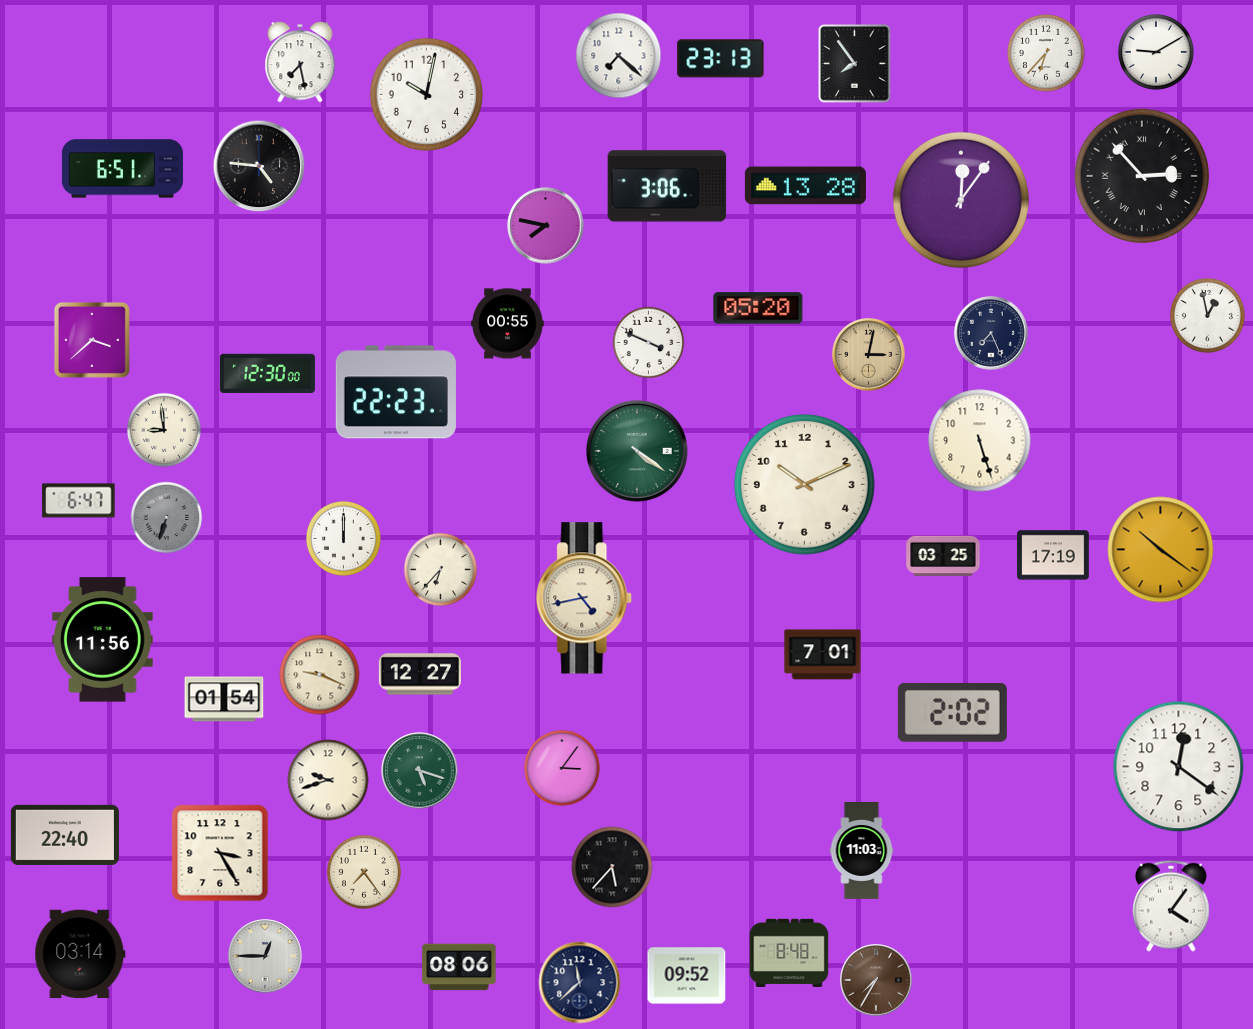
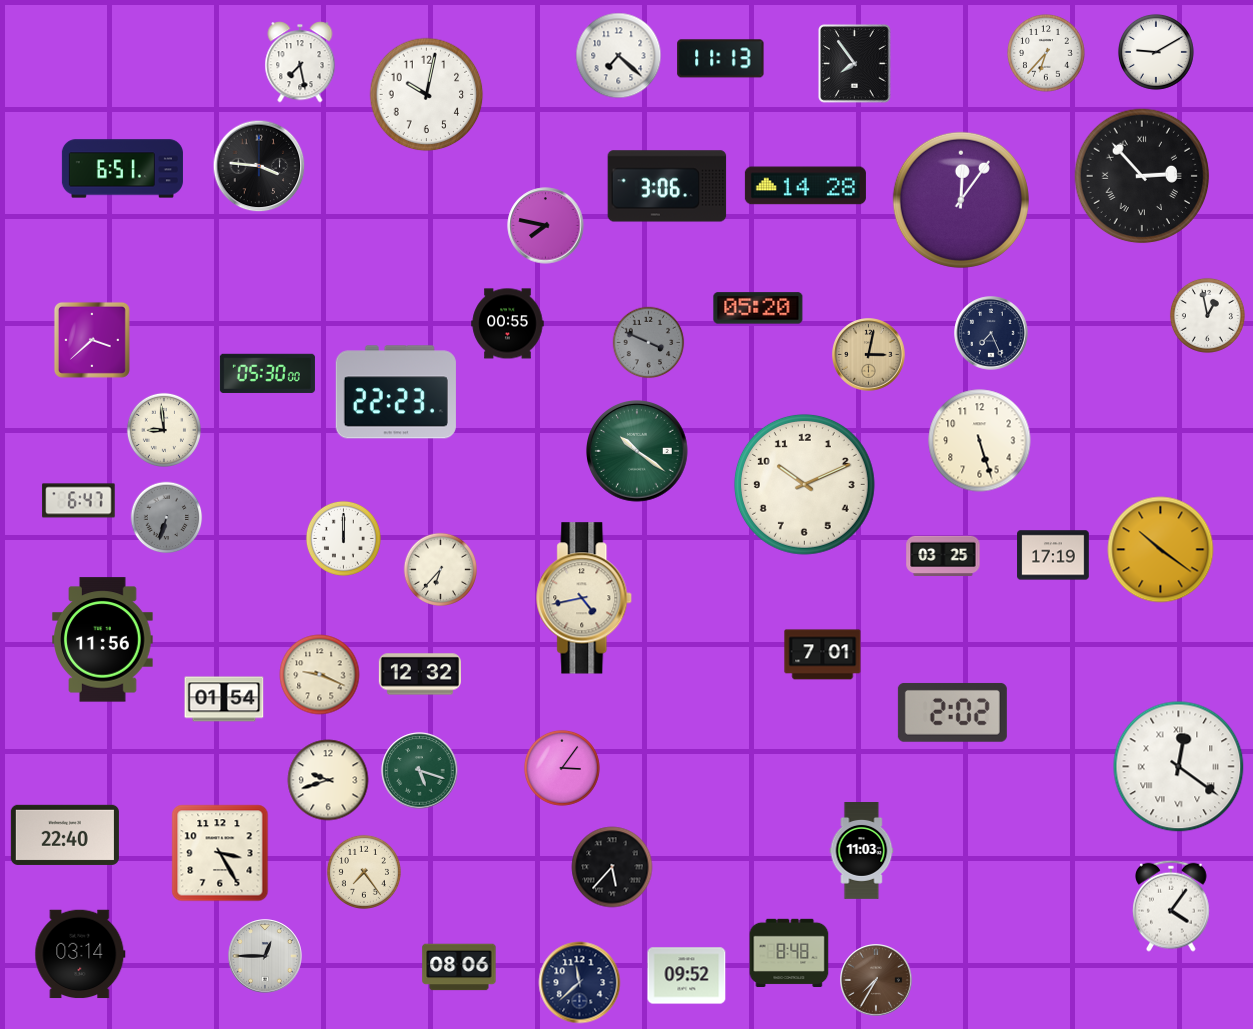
clock at (721, 59): 23:13 -> 11:13
clock at (259, 166): 4:46 -> 3:46
clock at (805, 186): 13:28 -> 14:28
clock at (649, 343) dial: white -> grey
clock at (267, 373): 12:30 -> 05:30
clock at (637, 451): 4:21 -> 10:21
clock at (419, 674): 12:27 -> 12:32
clock at (1179, 767) numerals: Arabic -> Roman
